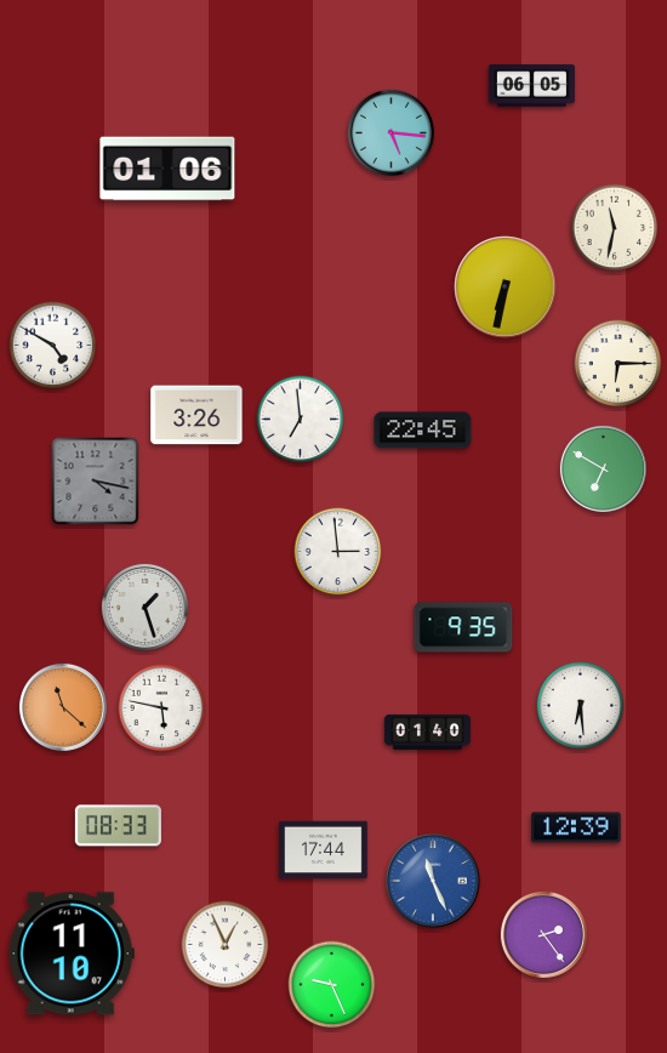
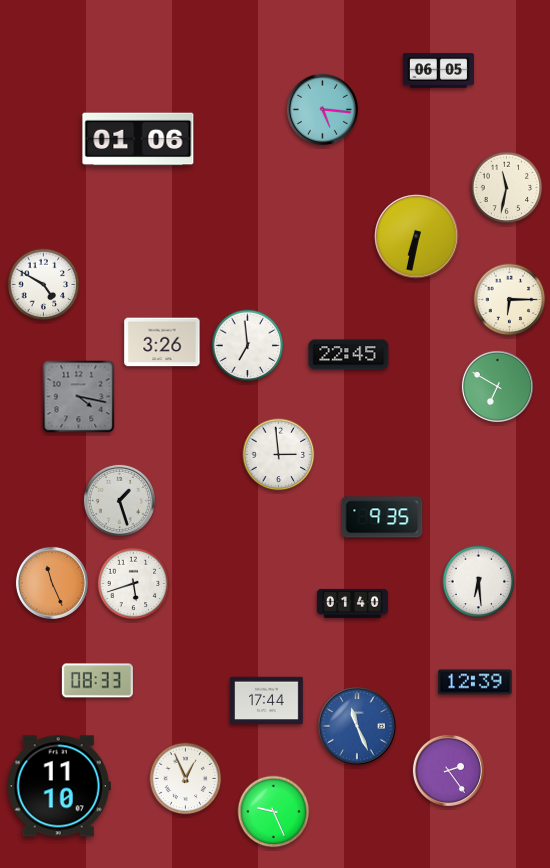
clock at (63, 707): 11:22 -> 11:26
clock at (163, 708): 5:47 -> 5:42
